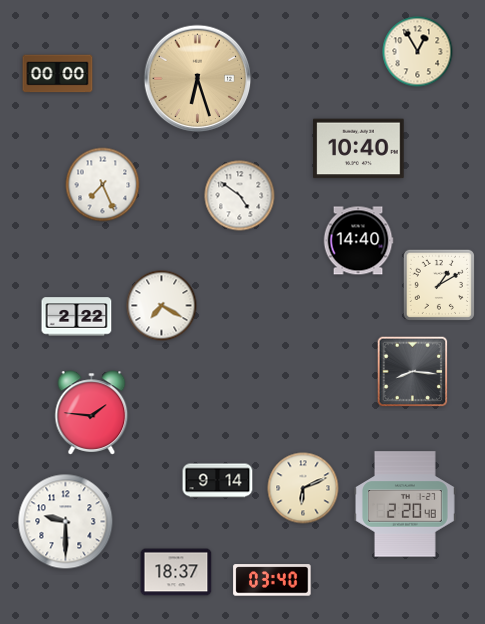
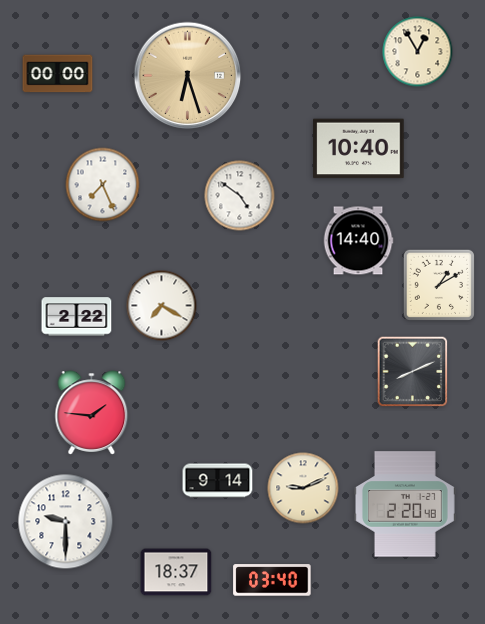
clock at (198, 79) position: (198, 79) -> (188, 76)
clock at (413, 372): 8:16 -> 8:11
clock at (303, 488): 6:11 -> 9:11
